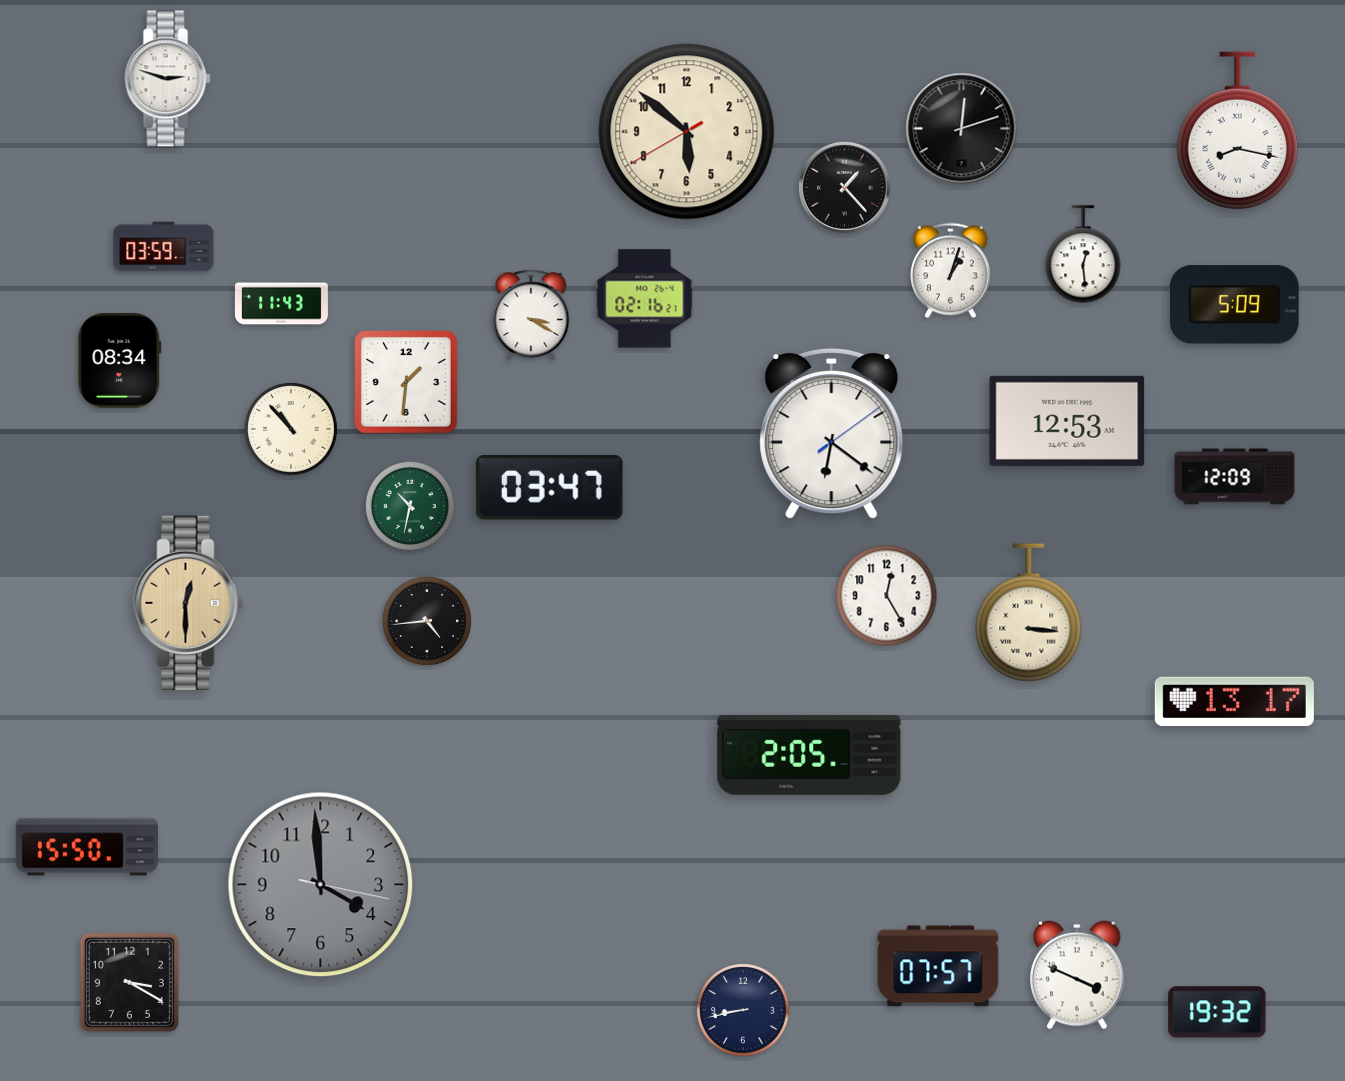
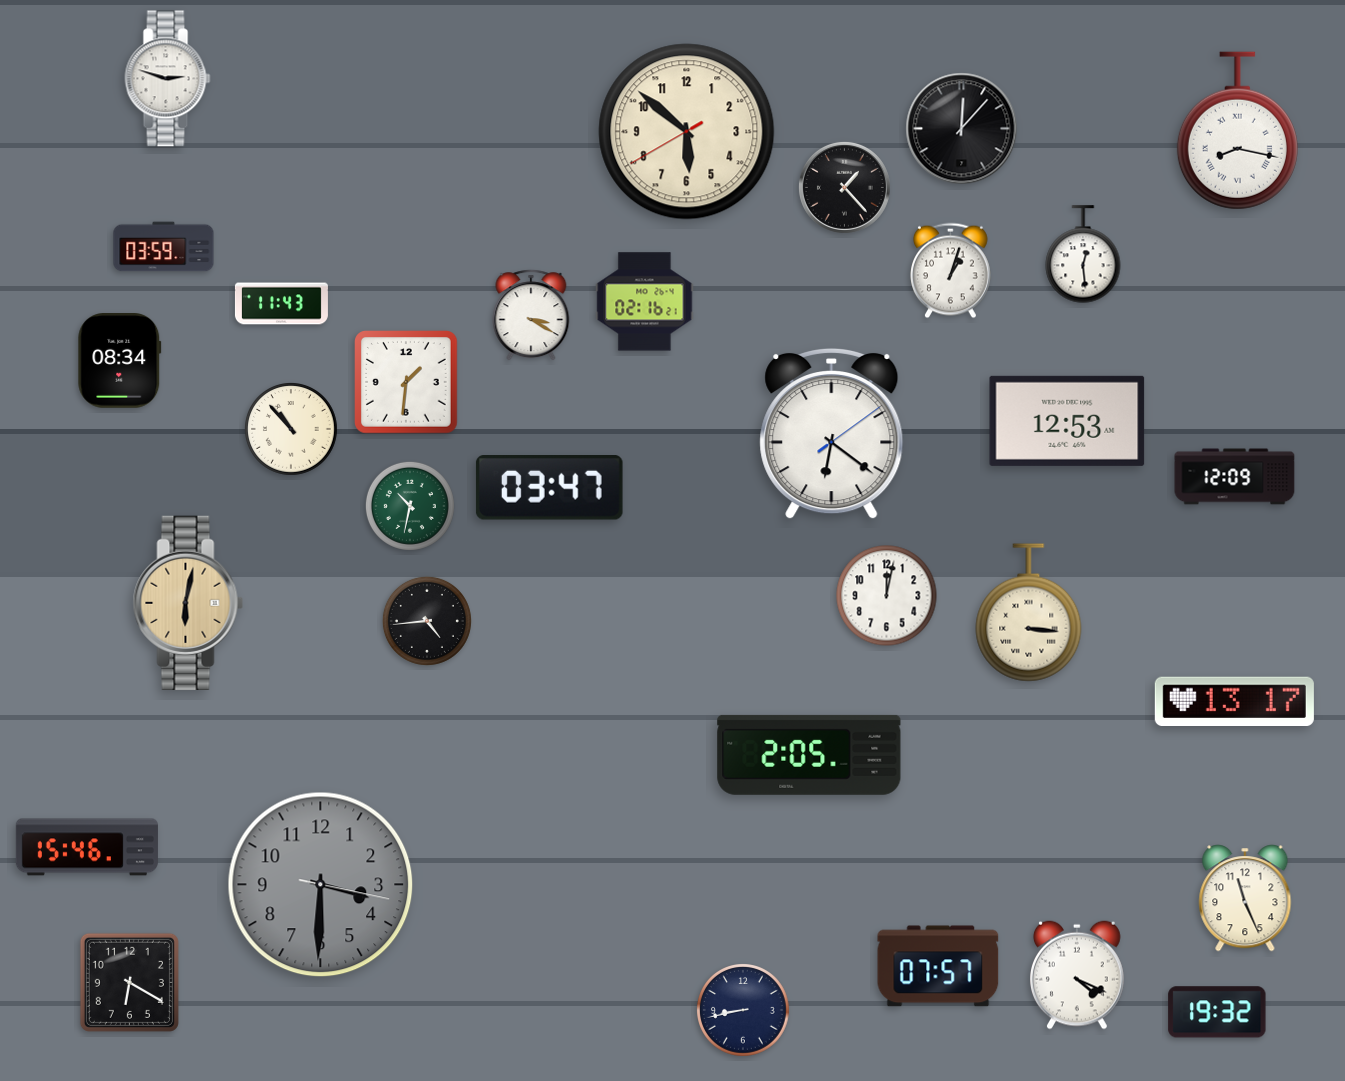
clock at (962, 129): 12:12 -> 12:07
clock at (645, 299) position: (645, 299) -> (645, 302)
clock at (1234, 305): 5:09 -> none
clock at (887, 596): 12:25 -> 12:02
clock at (188, 603): 12:30 -> 6:02
clock at (87, 847): 15:50 -> 15:46
clock at (321, 885): 3:59 -> 3:30
clock at (1245, 898): none -> 11:26
clock at (1078, 975): 3:49 -> 4:19
clock at (129, 982): 3:20 -> 6:20
